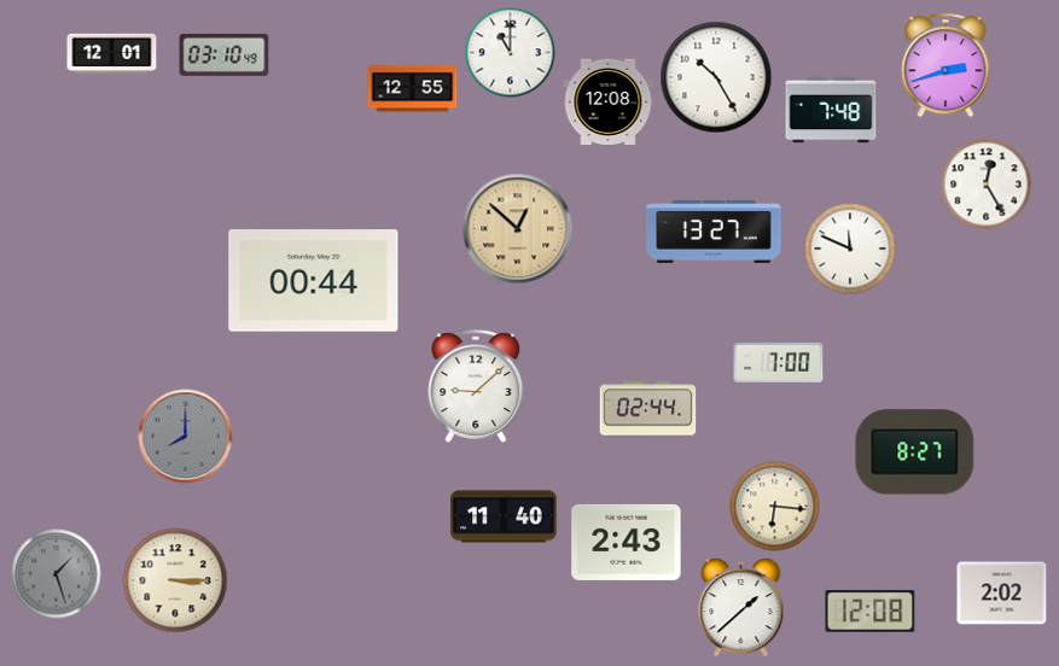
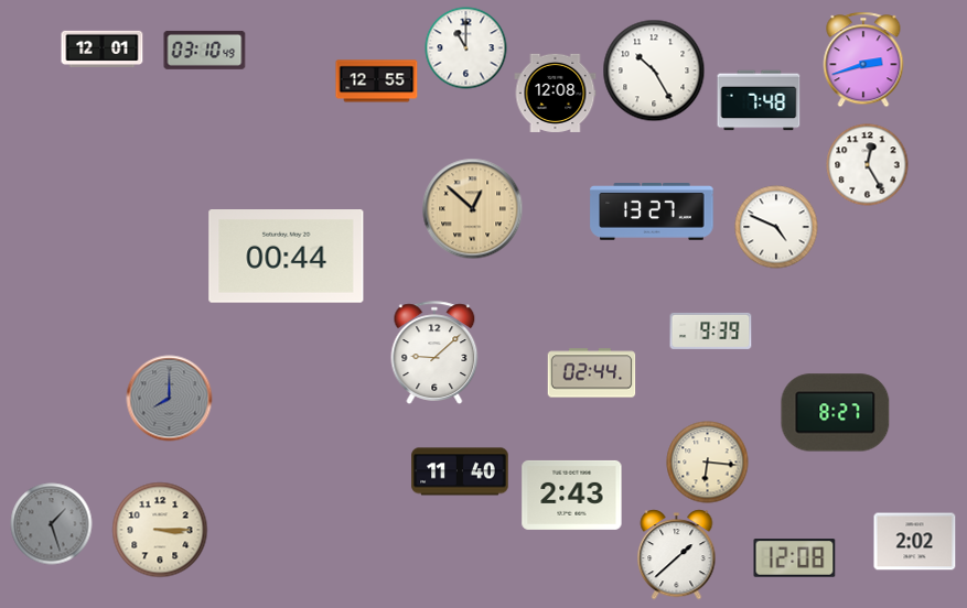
clock at (987, 185) position: (987, 185) -> (868, 165)
clock at (850, 249): 11:49 -> 4:49
clock at (779, 362): 7:00 -> 9:39
